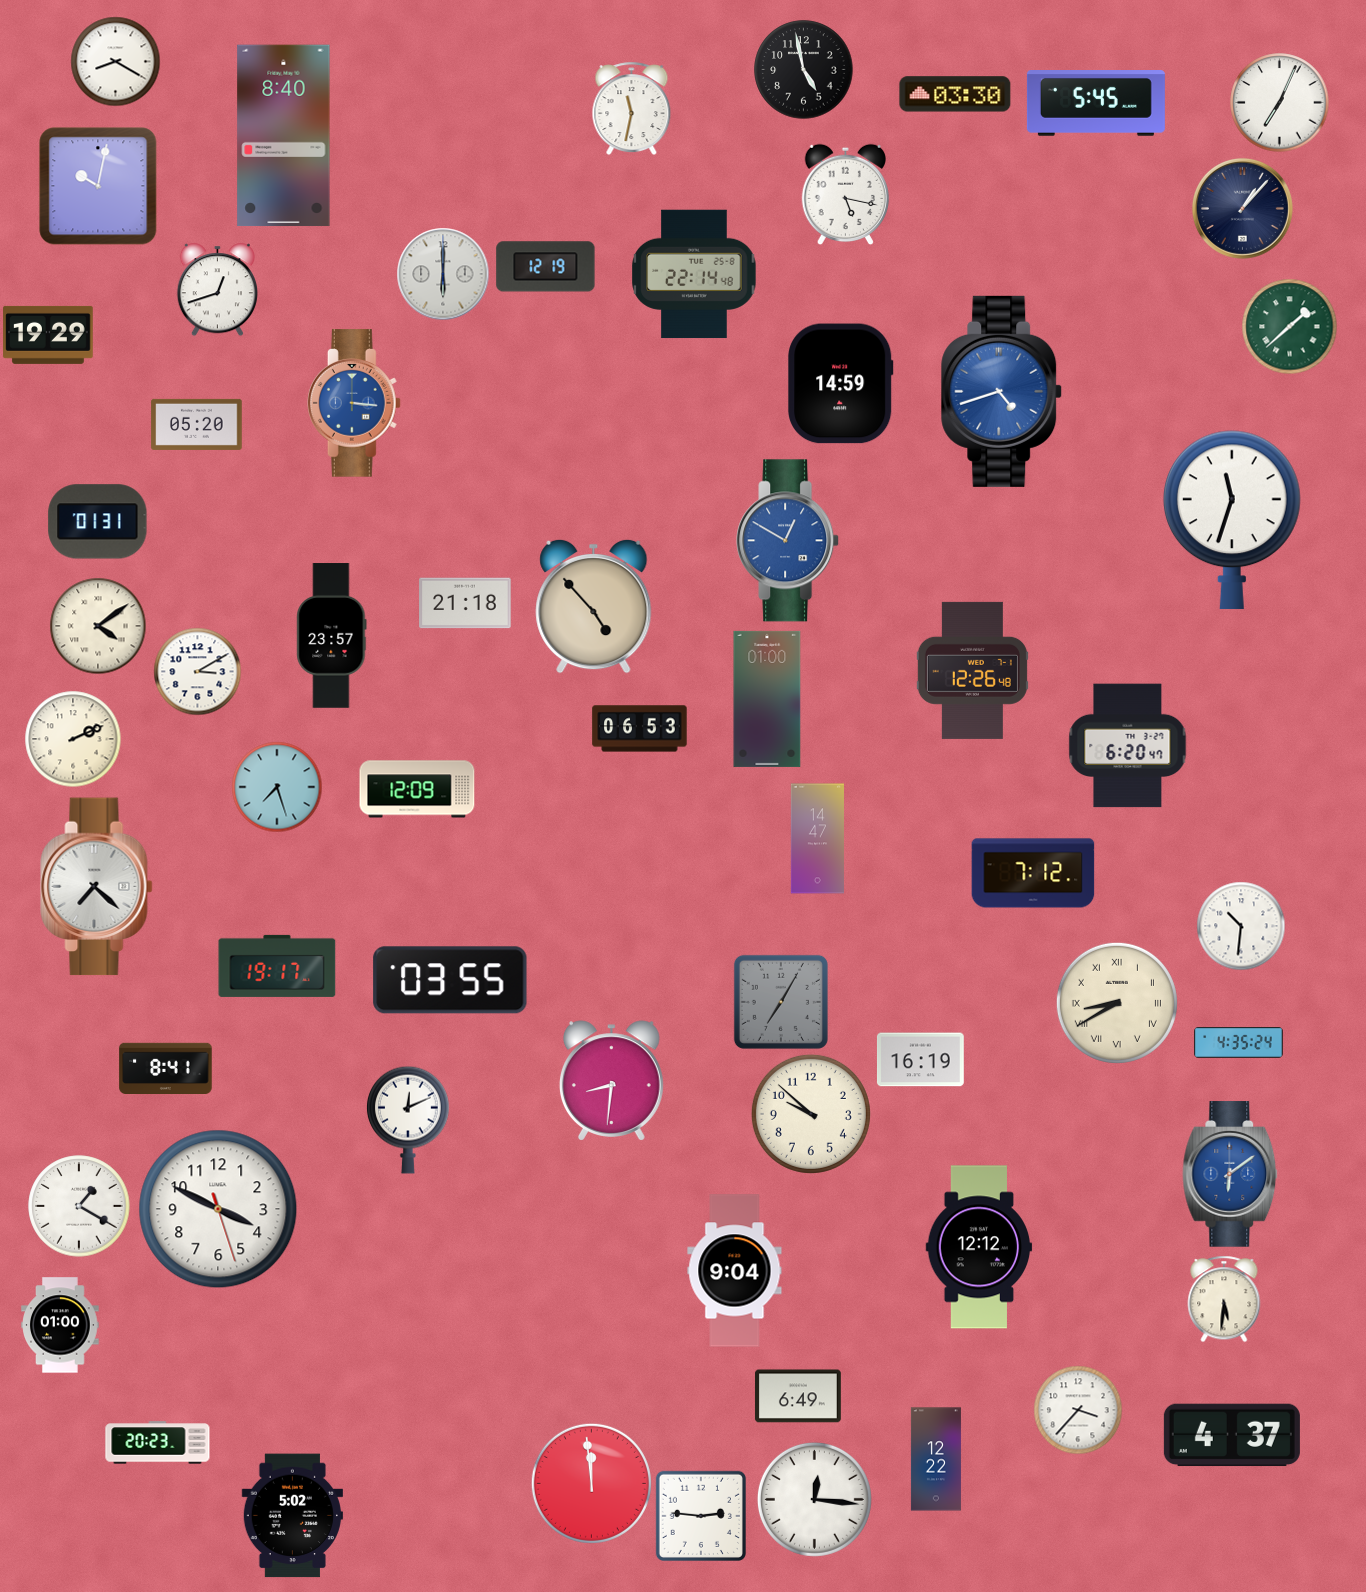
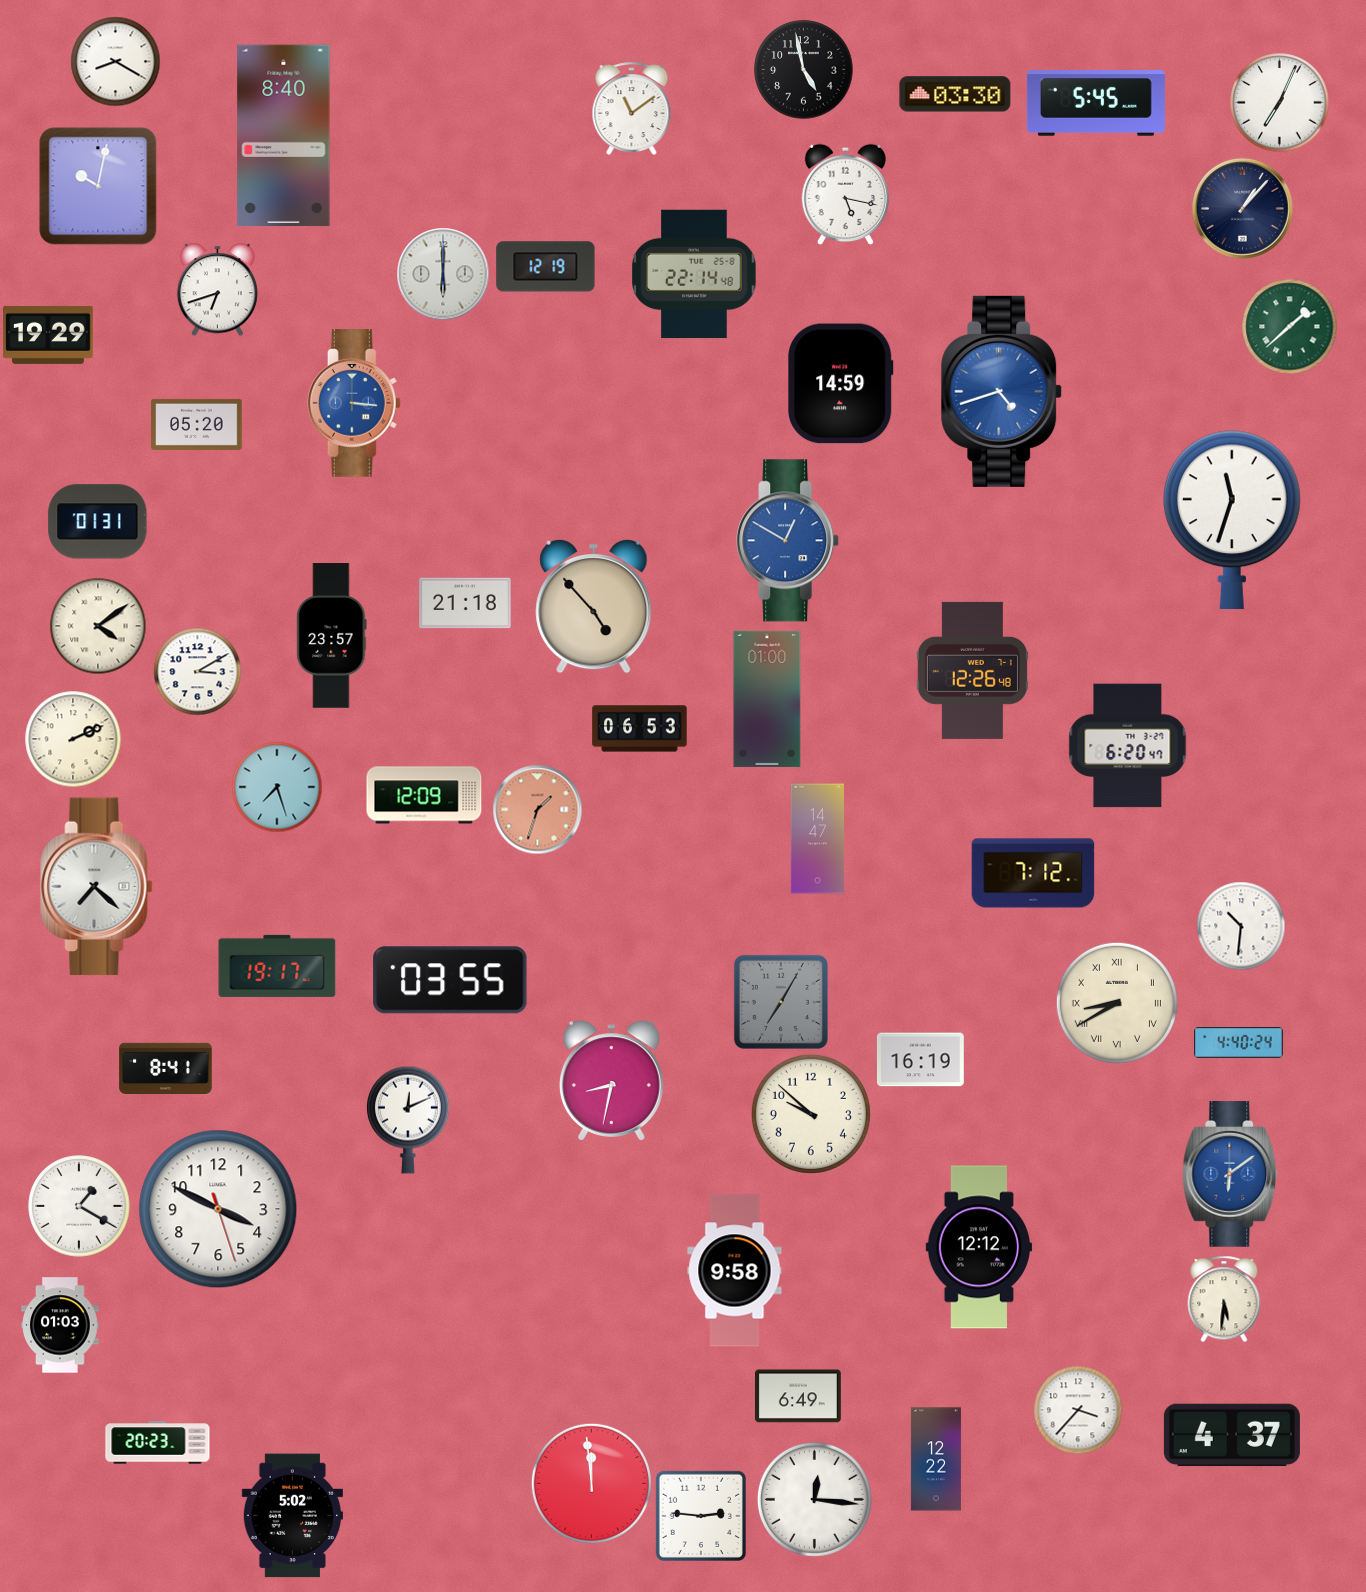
clock at (632, 108): 11:32 -> 11:09
clock at (217, 289): 12:42 -> 6:42
clock at (417, 789) position: (417, 789) -> (424, 795)
clock at (537, 809): none -> 1:33
clock at (1239, 1043): 4:35 -> 4:40
clock at (611, 1081): 8:31 -> 8:32
clock at (735, 1271): 9:04 -> 9:58
clock at (60, 1325): 01:00 -> 01:03
